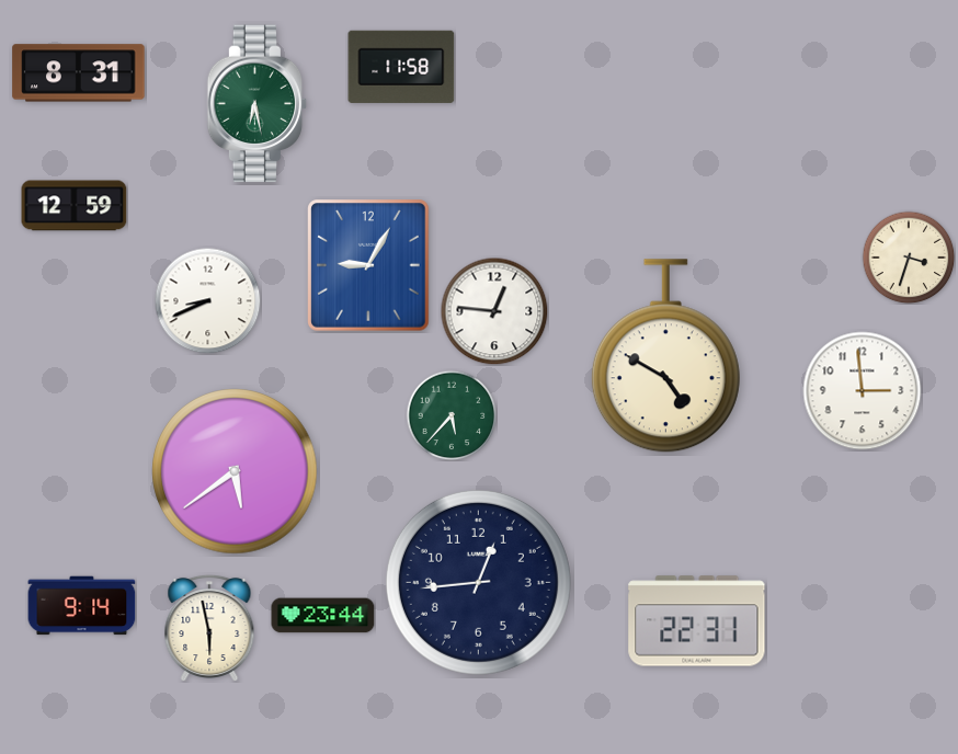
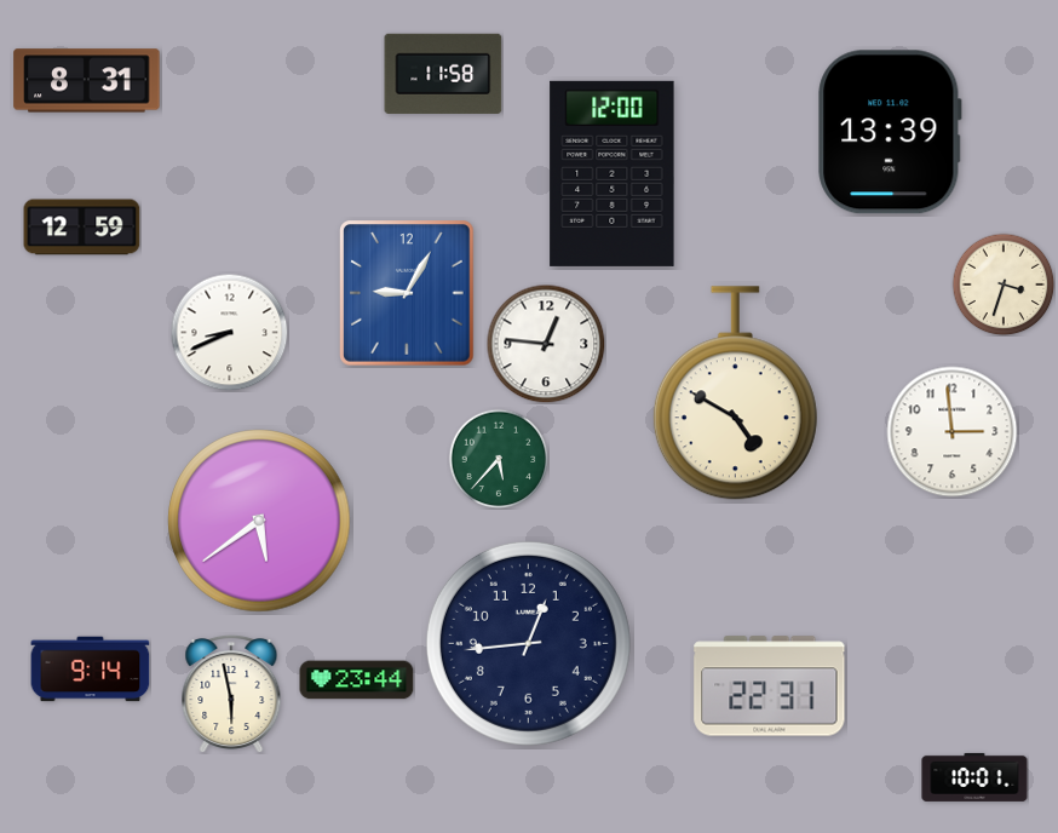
clock at (258, 104): 6:28 -> none
clock at (890, 132): none -> 13:39
clock at (613, 173): none -> 12:00
clock at (974, 777): none -> 10:01
